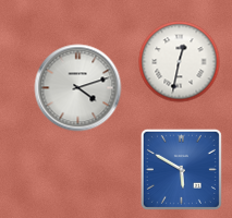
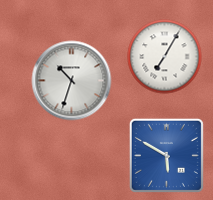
clock at (180, 62): 12:32 -> 7:05
clock at (78, 88): 4:12 -> 10:33
